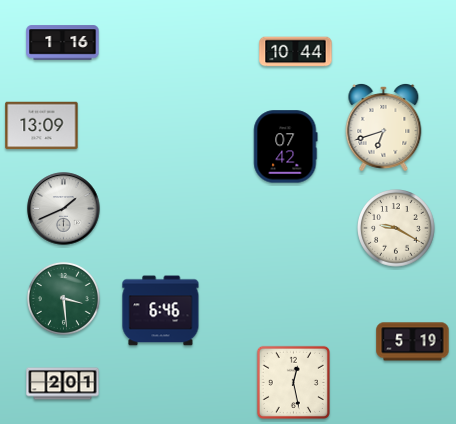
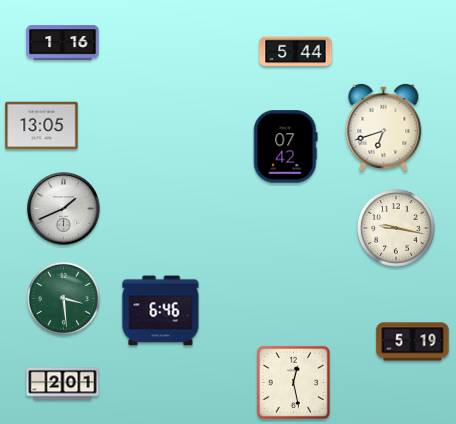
clock at (296, 52): 10:44 -> 5:44
clock at (42, 126): 13:09 -> 13:05
clock at (396, 228): 9:20 -> 9:17
